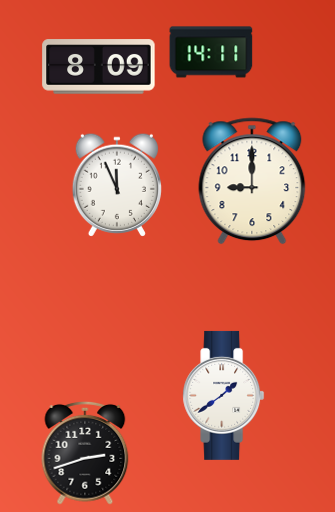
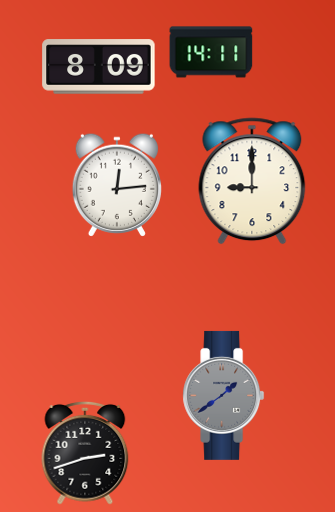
clock at (117, 185): 11:56 -> 12:14
clock at (224, 395) dial: white -> grey
